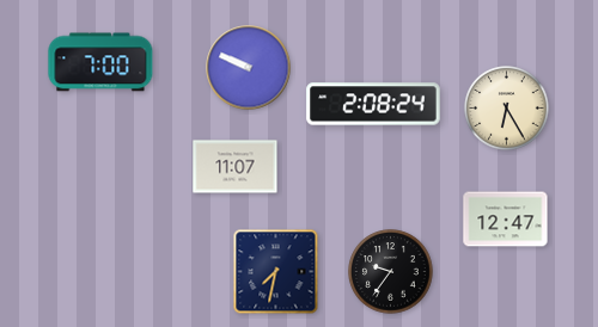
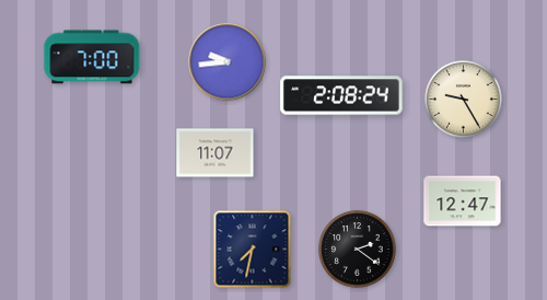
clock at (249, 68): 9:49 -> 9:44
clock at (507, 109): 6:25 -> 9:25
clock at (391, 272): 9:36 -> 2:21
